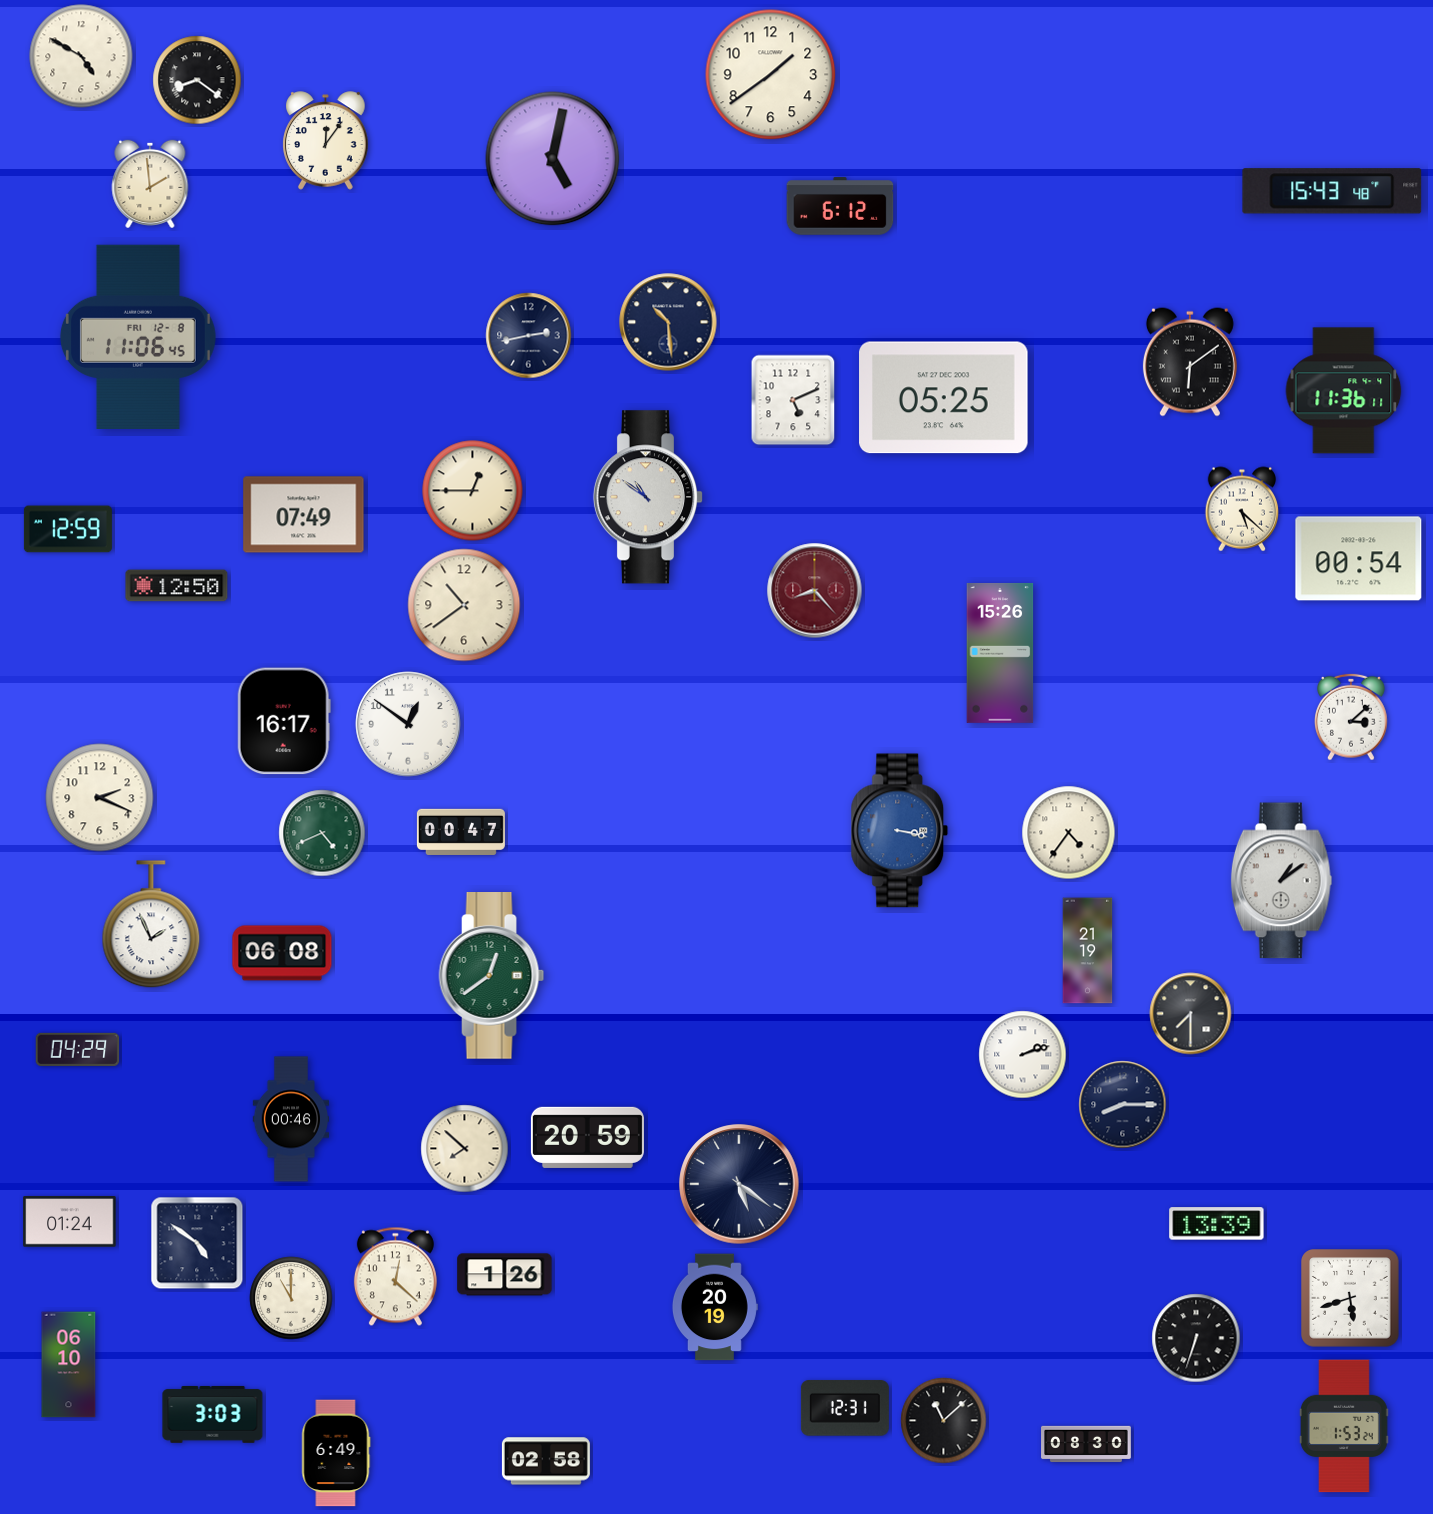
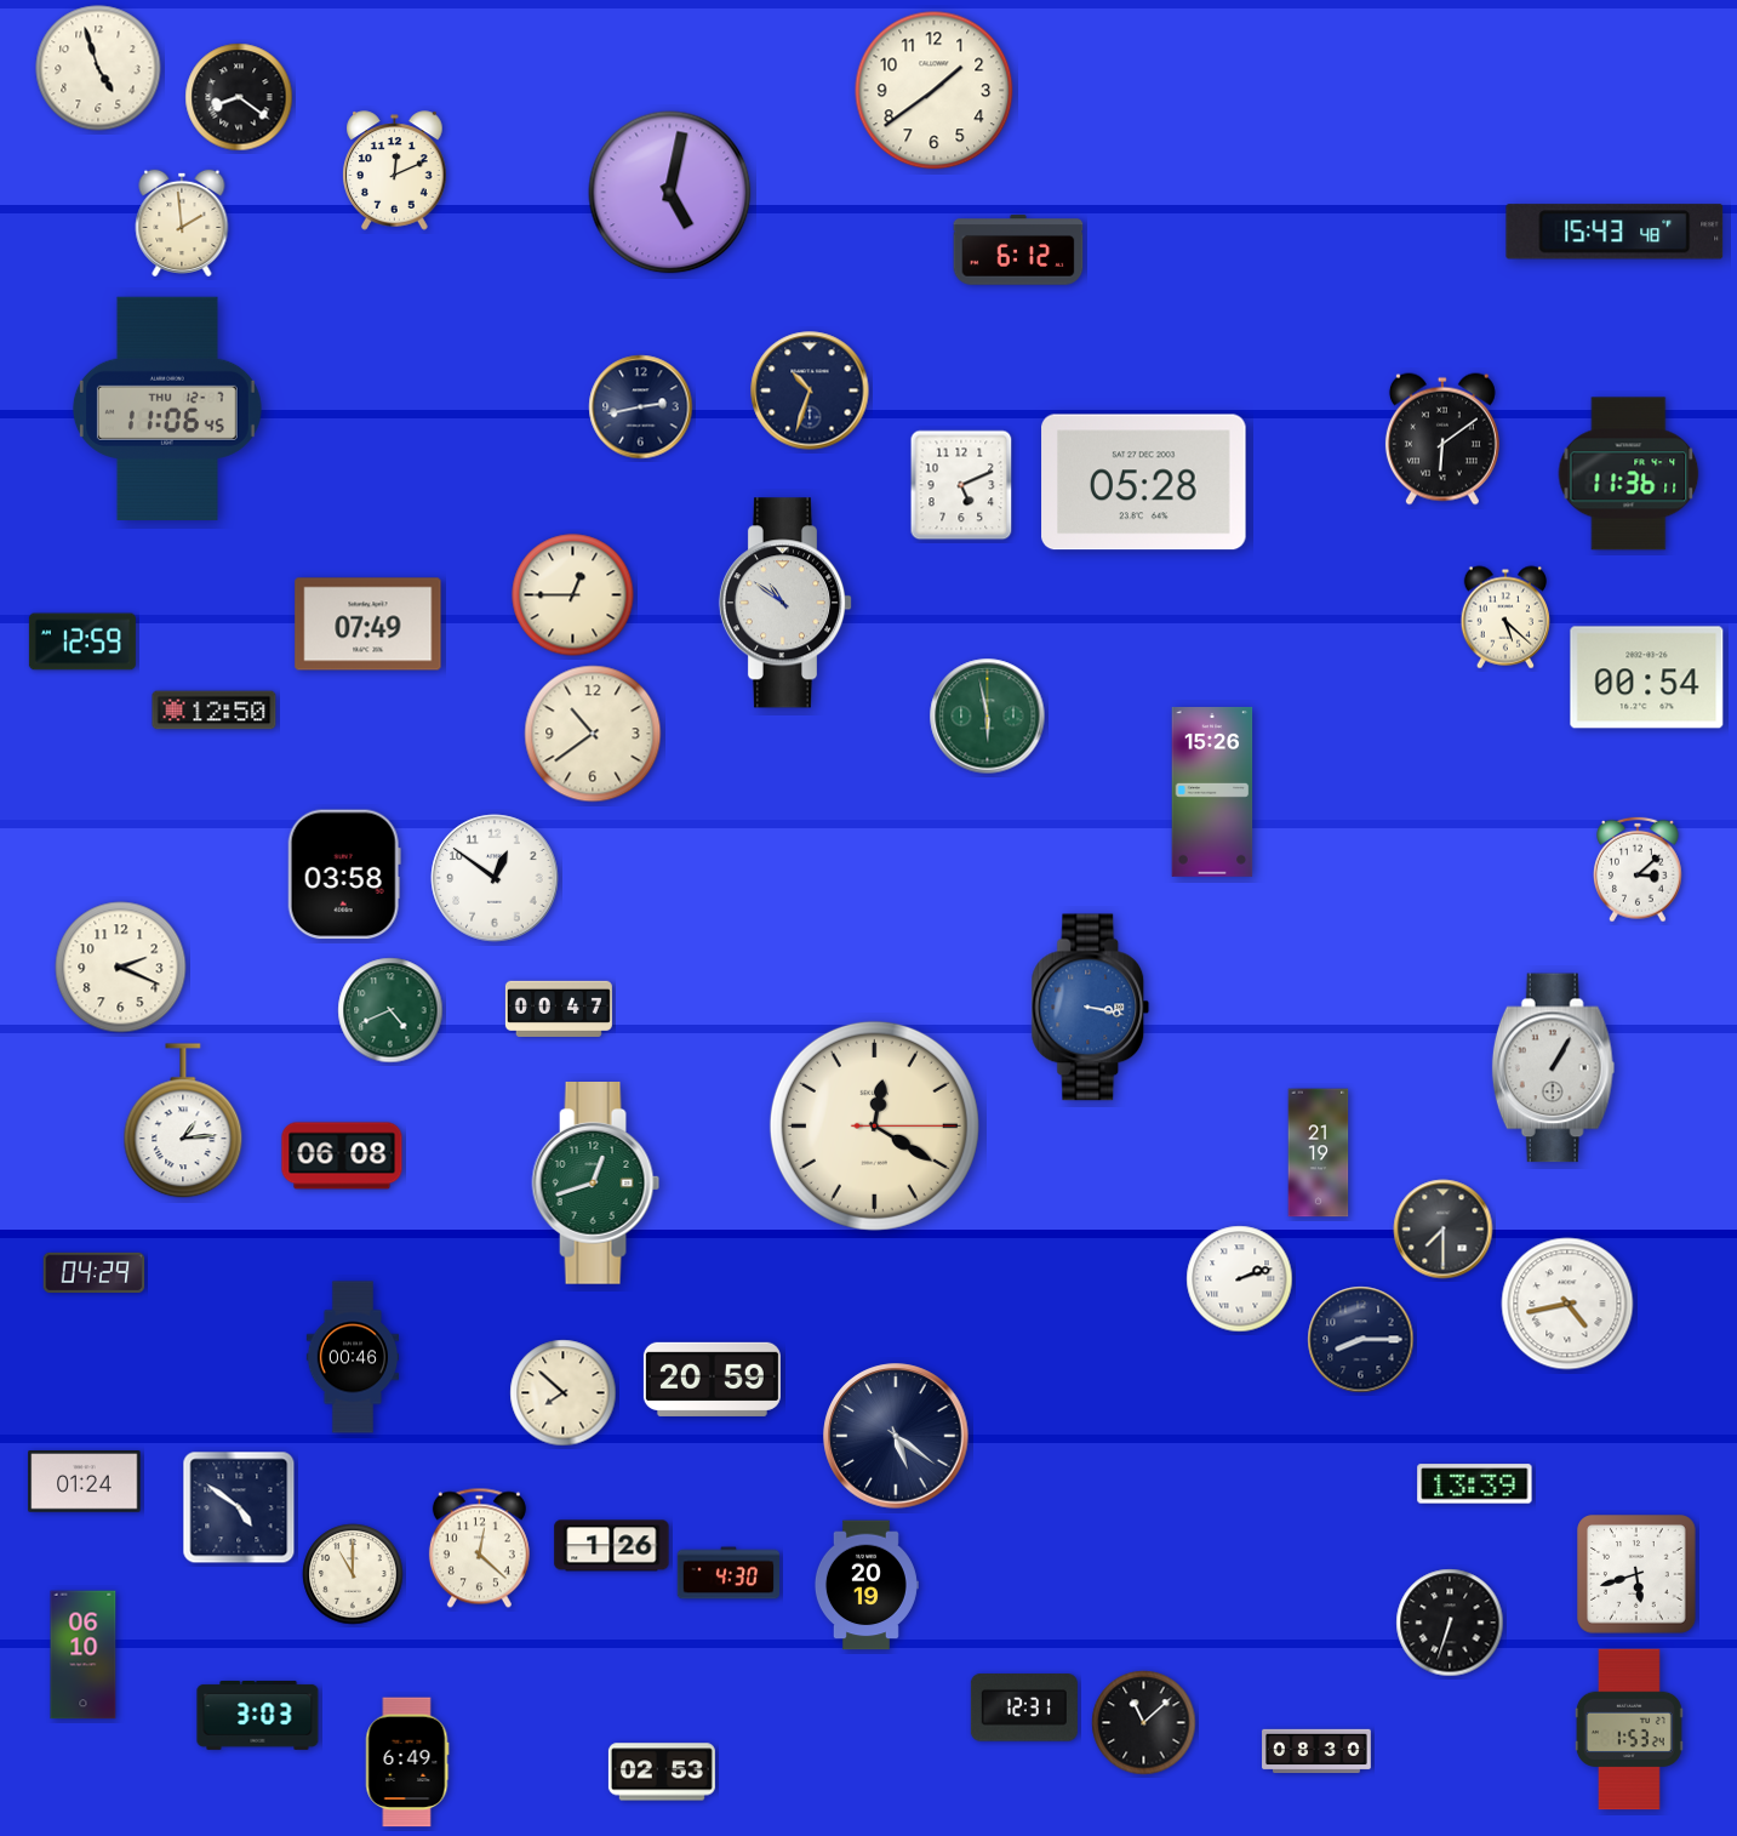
clock at (81, 56): 4:50 -> 4:57
clock at (326, 141): 12:06 -> 12:11
clock at (668, 322): 10:29 -> 10:33
clock at (138, 336) date: FRI 12-8 -> THU 12-7
clock at (944, 398): 05:25 -> 05:28
clock at (815, 591): 8:23 -> 5:58
clock at (815, 591) dial: burgundy -> green
clock at (464, 605) position: (464, 605) -> (593, 734)
clock at (284, 721): 16:17 -> 03:58
clock at (1069, 833): 4:36 -> none
clock at (1282, 881): 1:09 -> 1:05
clock at (151, 925): 1:56 -> 1:14
clock at (874, 1125): none -> 12:20
clock at (492, 976): 12:39 -> 12:42
clock at (1567, 1304): none -> 4:43
clock at (728, 1573): none -> 4:30
clock at (546, 1461): 02:58 -> 02:53
